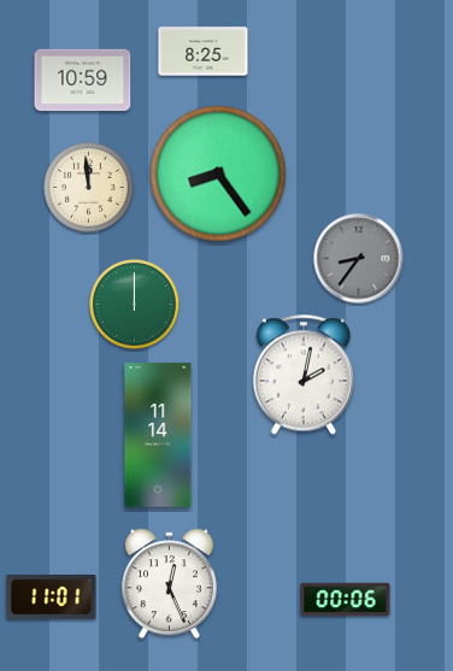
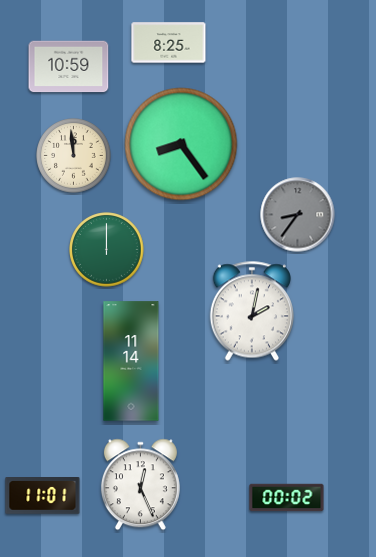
clock at (135, 305) position: (135, 305) -> (107, 250)
clock at (346, 600): 00:06 -> 00:02
